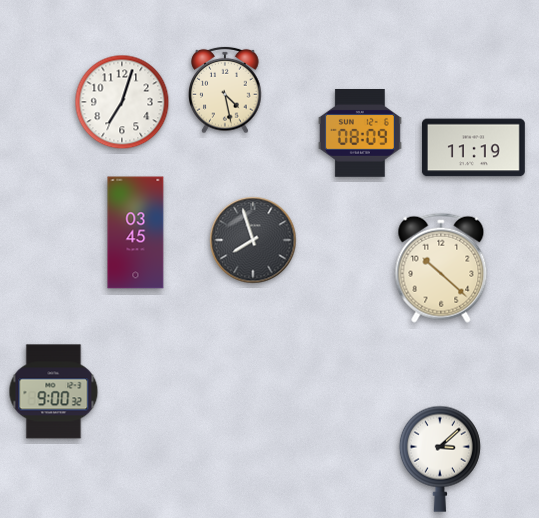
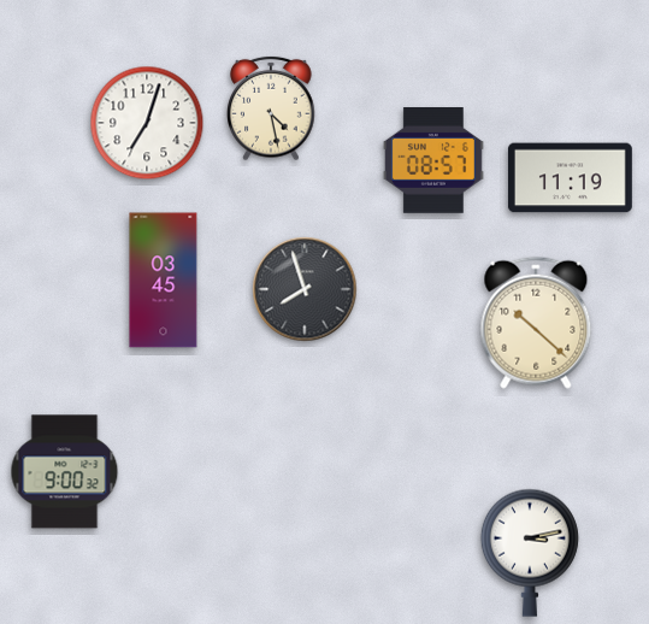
clock at (360, 134): 08:09 -> 08:57
clock at (441, 268) position: (441, 268) -> (536, 323)
clock at (440, 459): 3:08 -> 3:13
